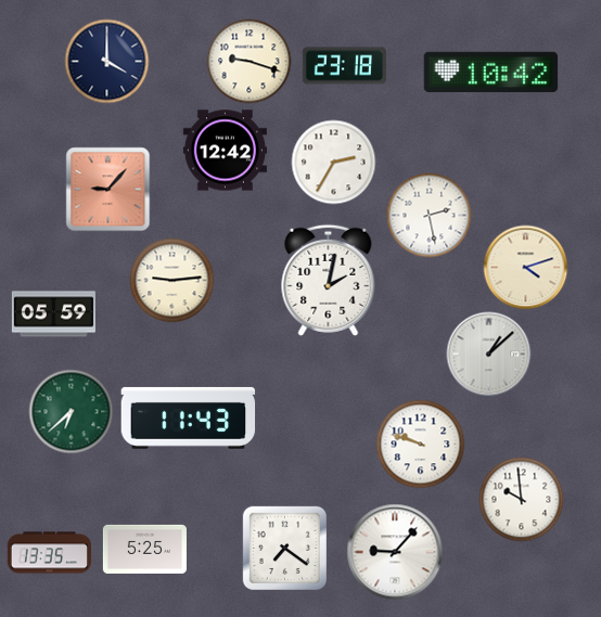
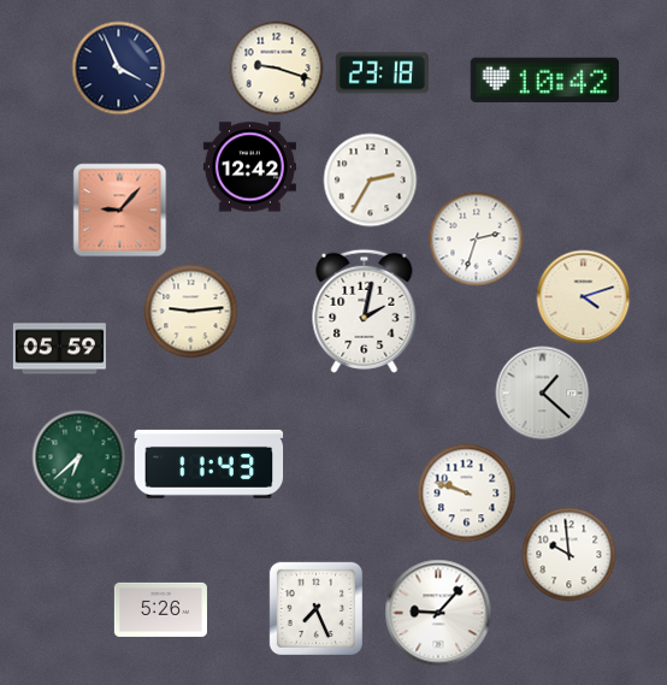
clock at (106, 61): 4:00 -> 3:56
clock at (429, 215): 2:28 -> 2:33
clock at (488, 354): 1:08 -> 1:22
clock at (521, 499) position: (521, 499) -> (568, 554)
clock at (284, 548): 7:21 -> 7:26
clock at (144, 549): 5:25 -> 5:26
clock at (49, 553): 13:35 -> none
